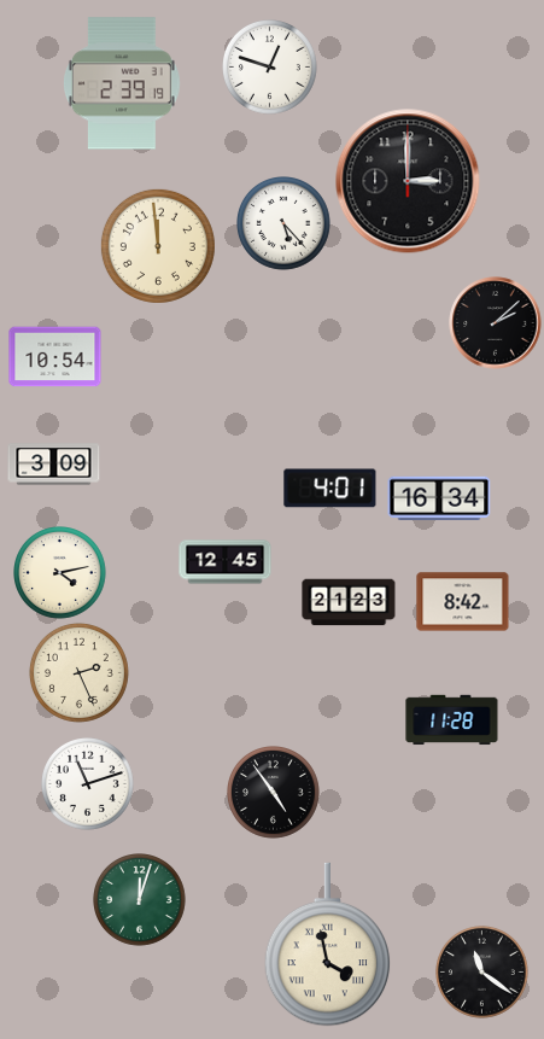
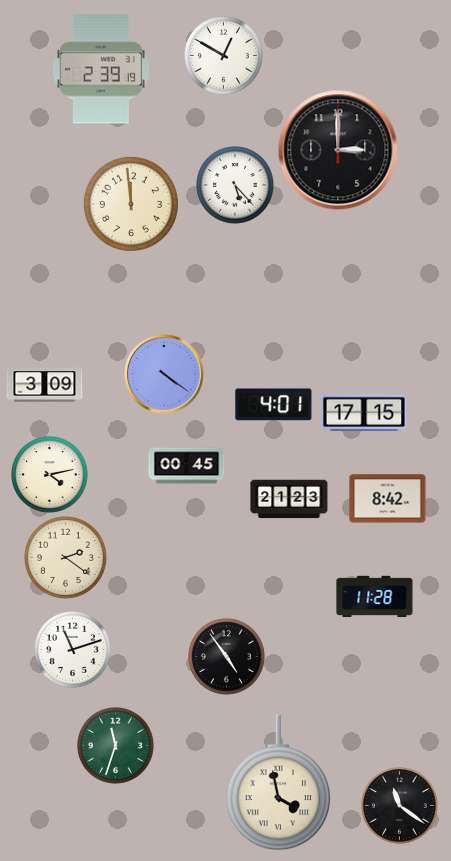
clock at (270, 68): 12:48 -> 12:50
clock at (496, 323): 2:08 -> none
clock at (55, 357): 10:54 -> none
clock at (164, 374): none -> 4:21
clock at (439, 497): 16:34 -> 17:15
clock at (226, 562): 12:45 -> 00:45
clock at (463, 602) position: (463, 602) -> (388, 499)
clock at (78, 672): 2:26 -> 2:21
clock at (140, 900): 12:03 -> 11:33
clock at (328, 945) position: (328, 945) -> (279, 783)
